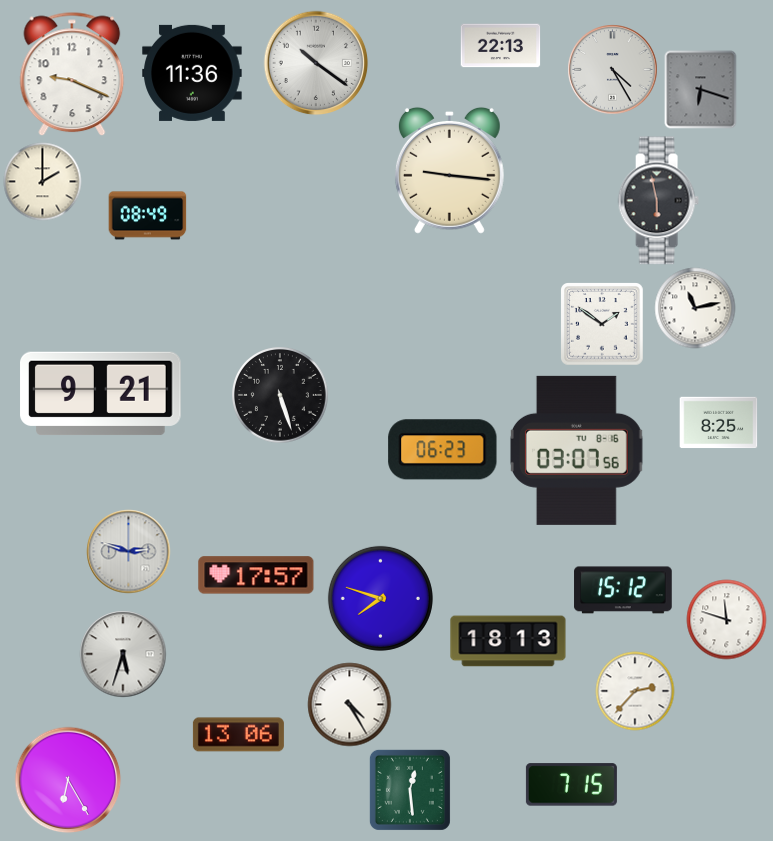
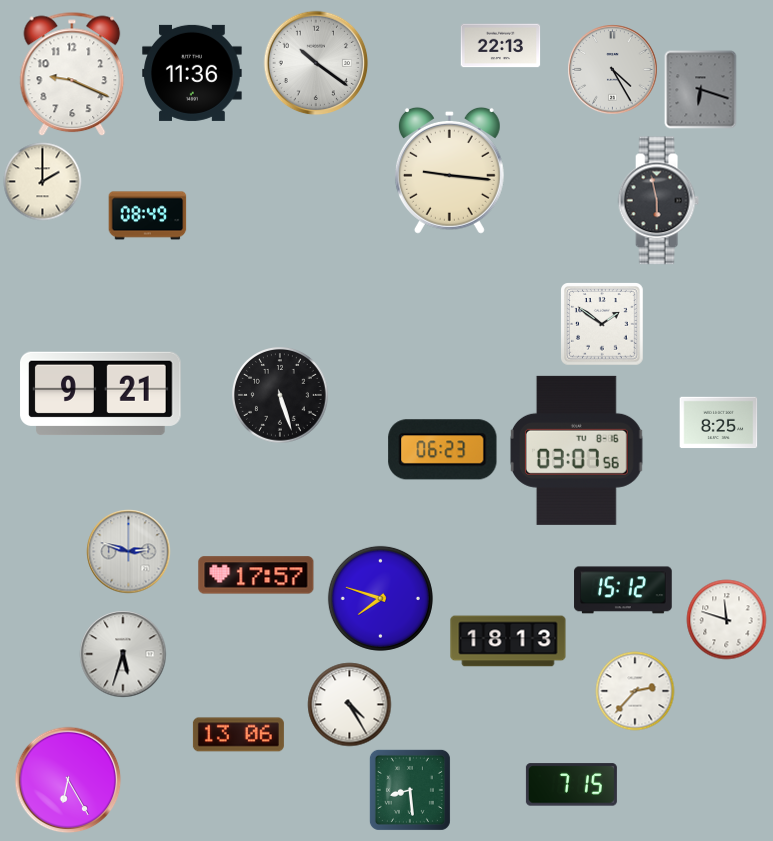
clock at (695, 308): 11:13 -> none
clock at (410, 790): 12:29 -> 8:29
